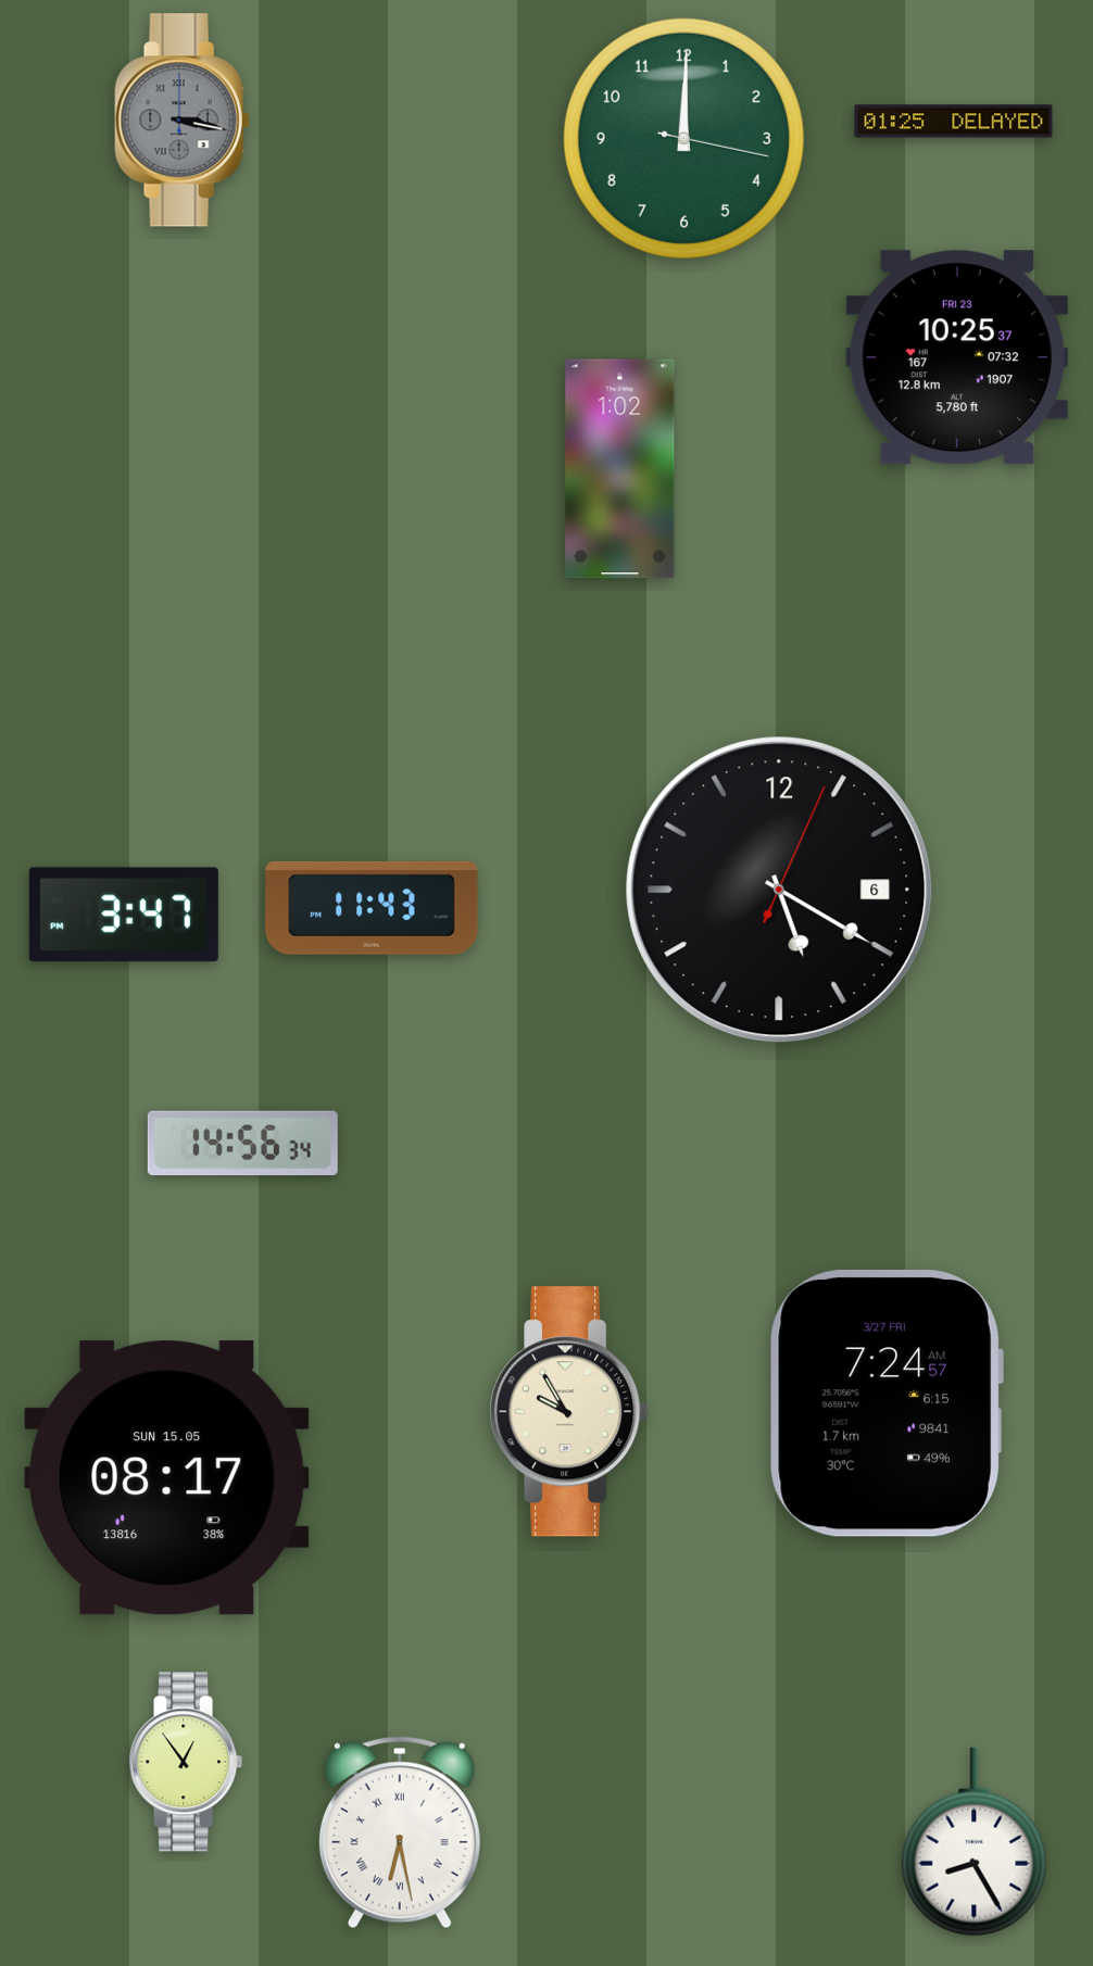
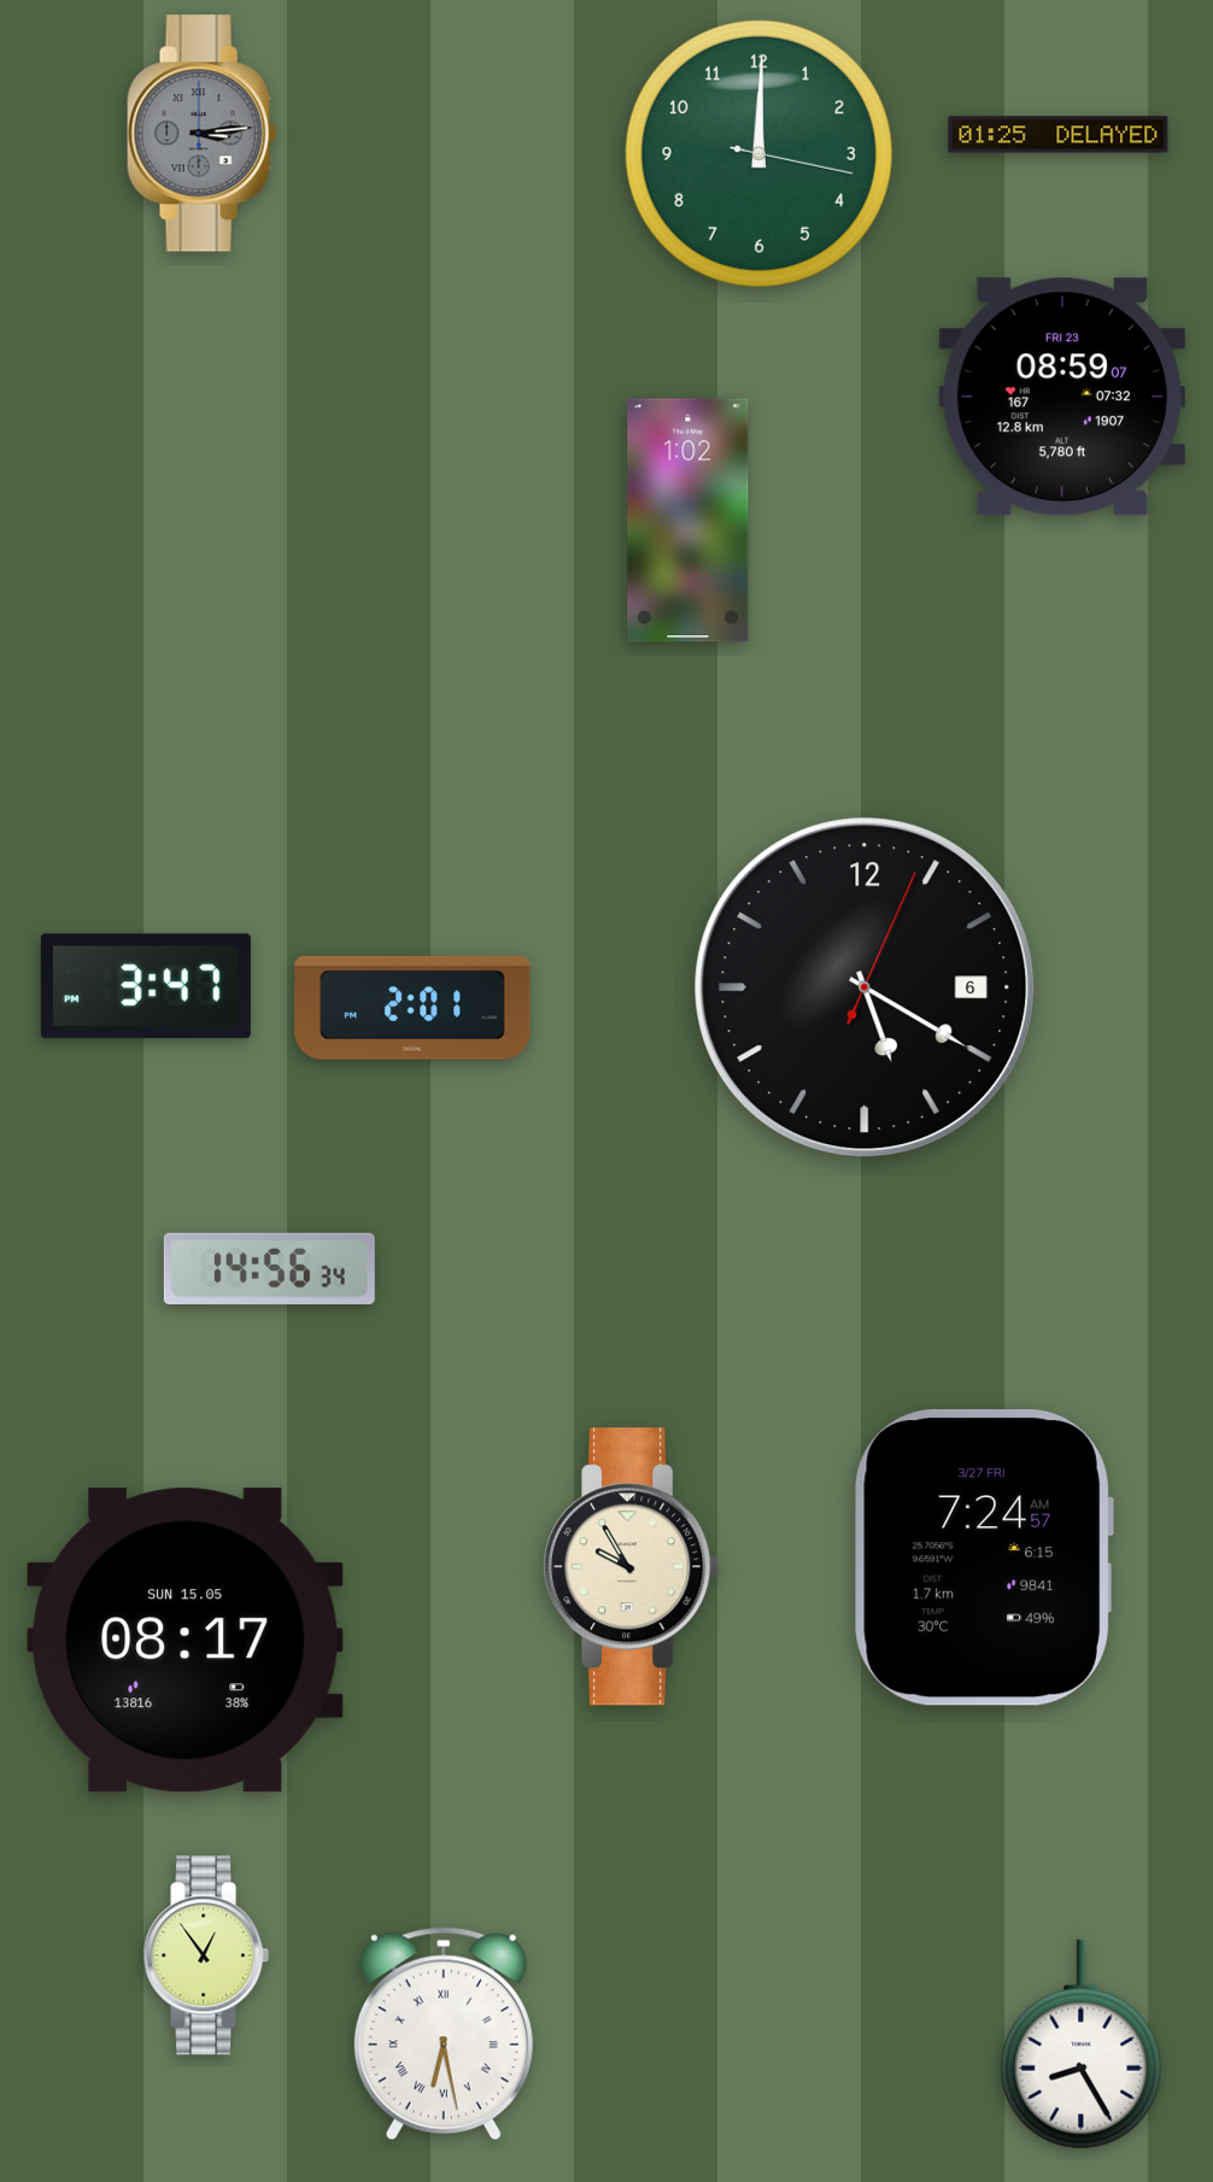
clock at (183, 121): 3:17 -> 3:14
clock at (957, 357): 10:25 -> 08:59
clock at (372, 908): 11:43 -> 2:01
clock at (124, 915) position: (124, 915) -> (146, 986)
